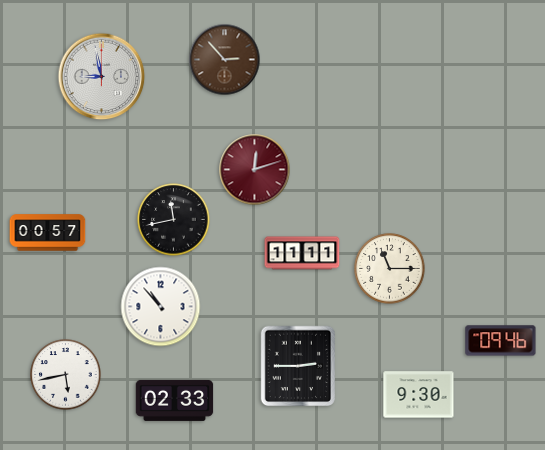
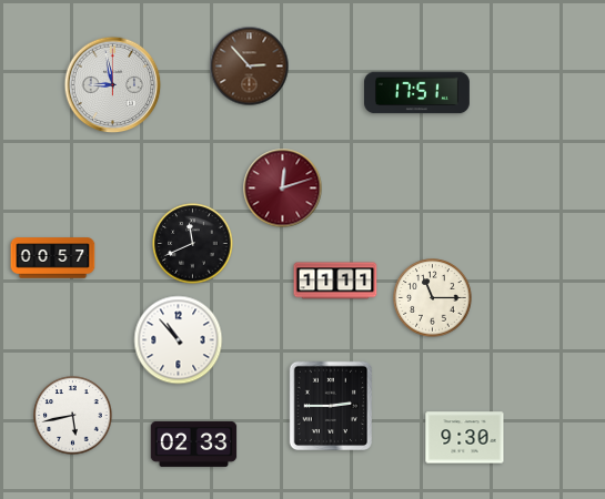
clock at (417, 93): none -> 17:51
clock at (174, 220): 11:43 -> 11:41
clock at (501, 341): 09:46 -> none
